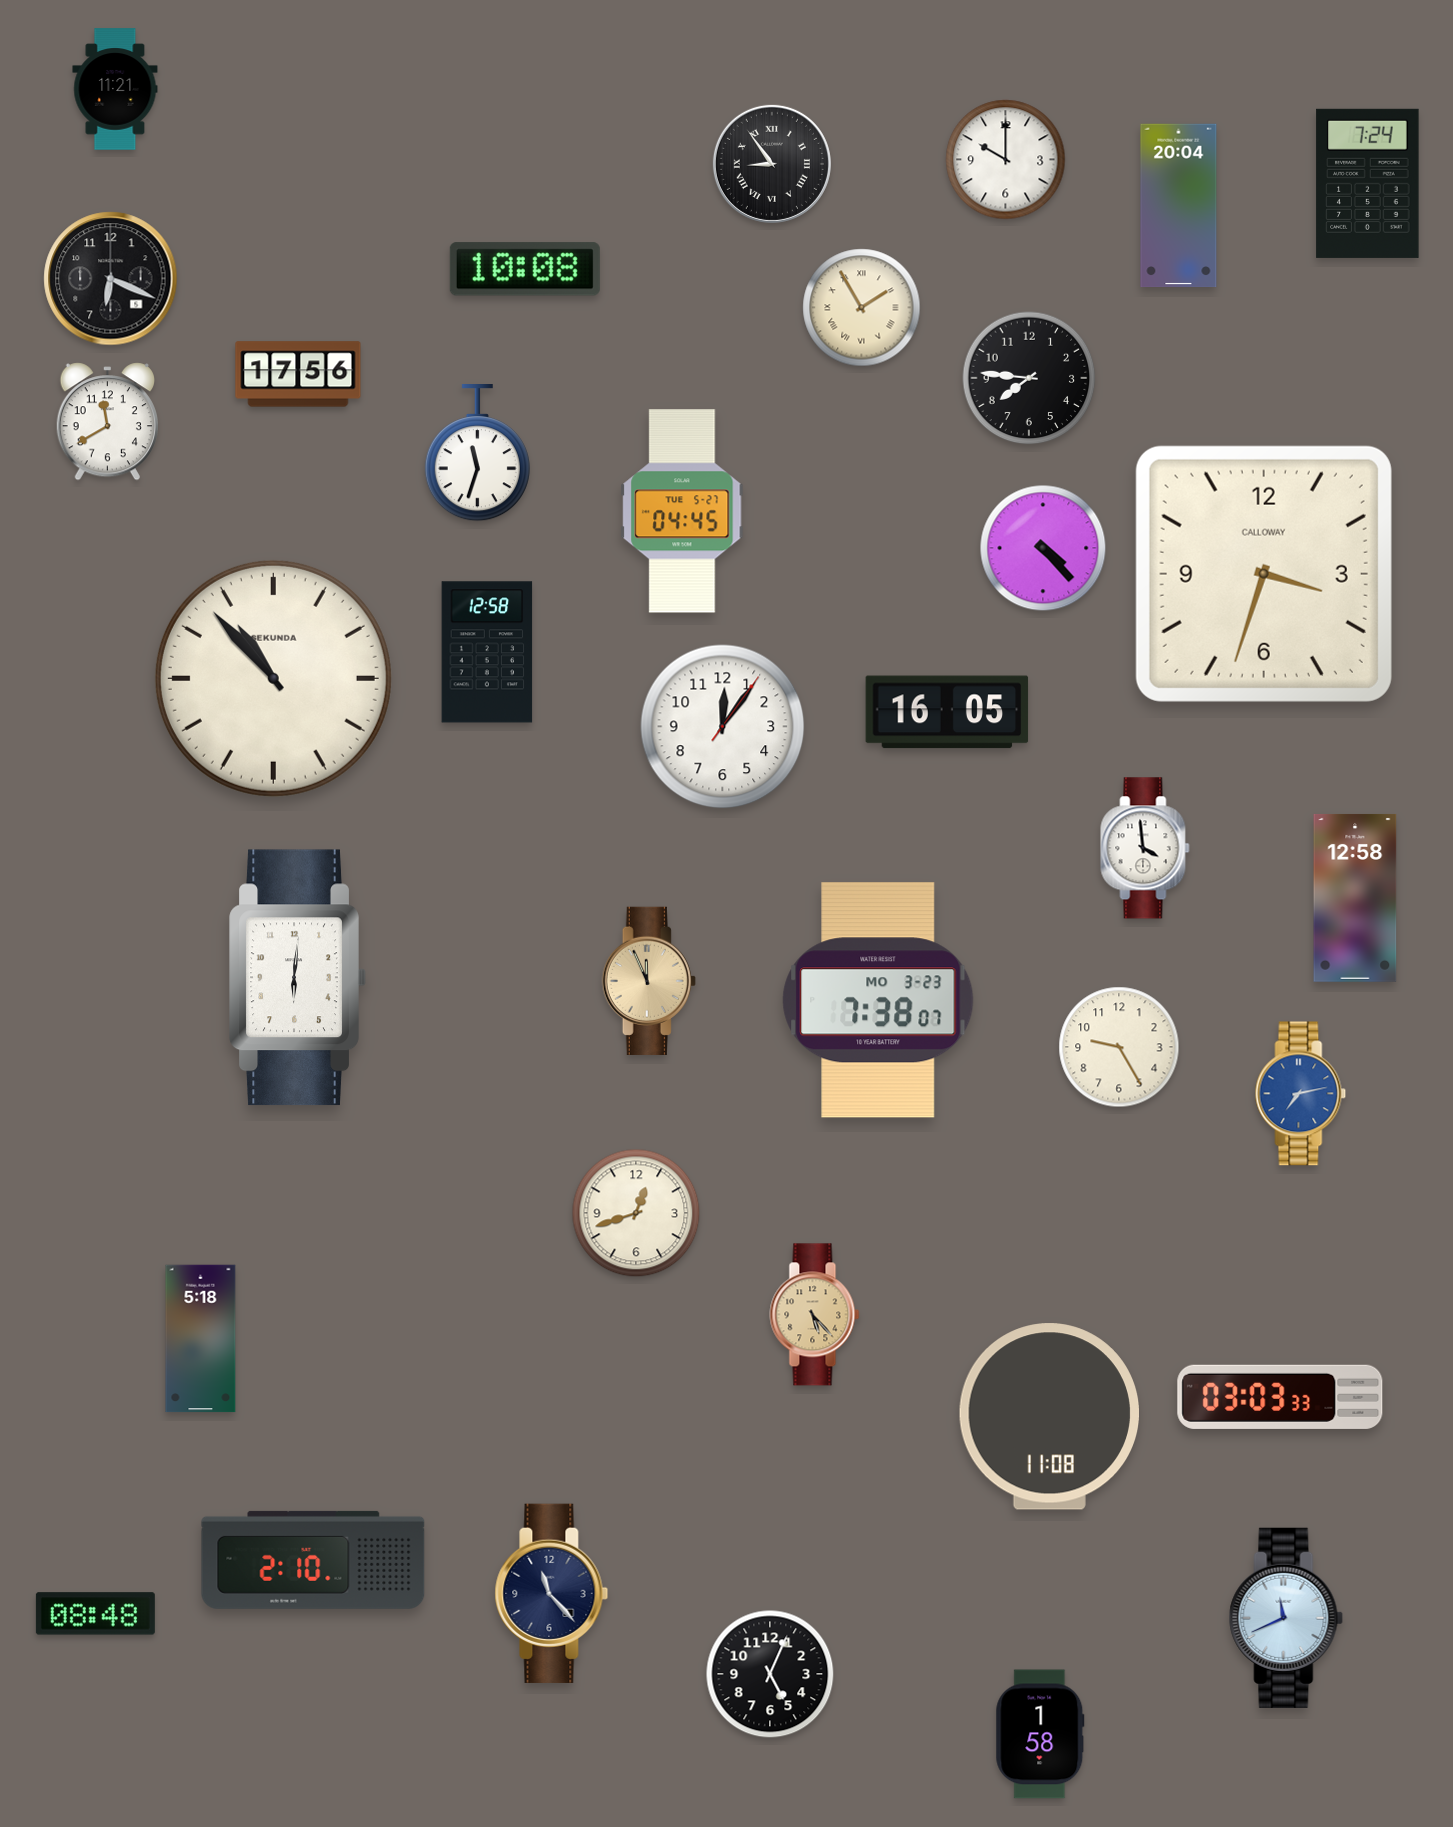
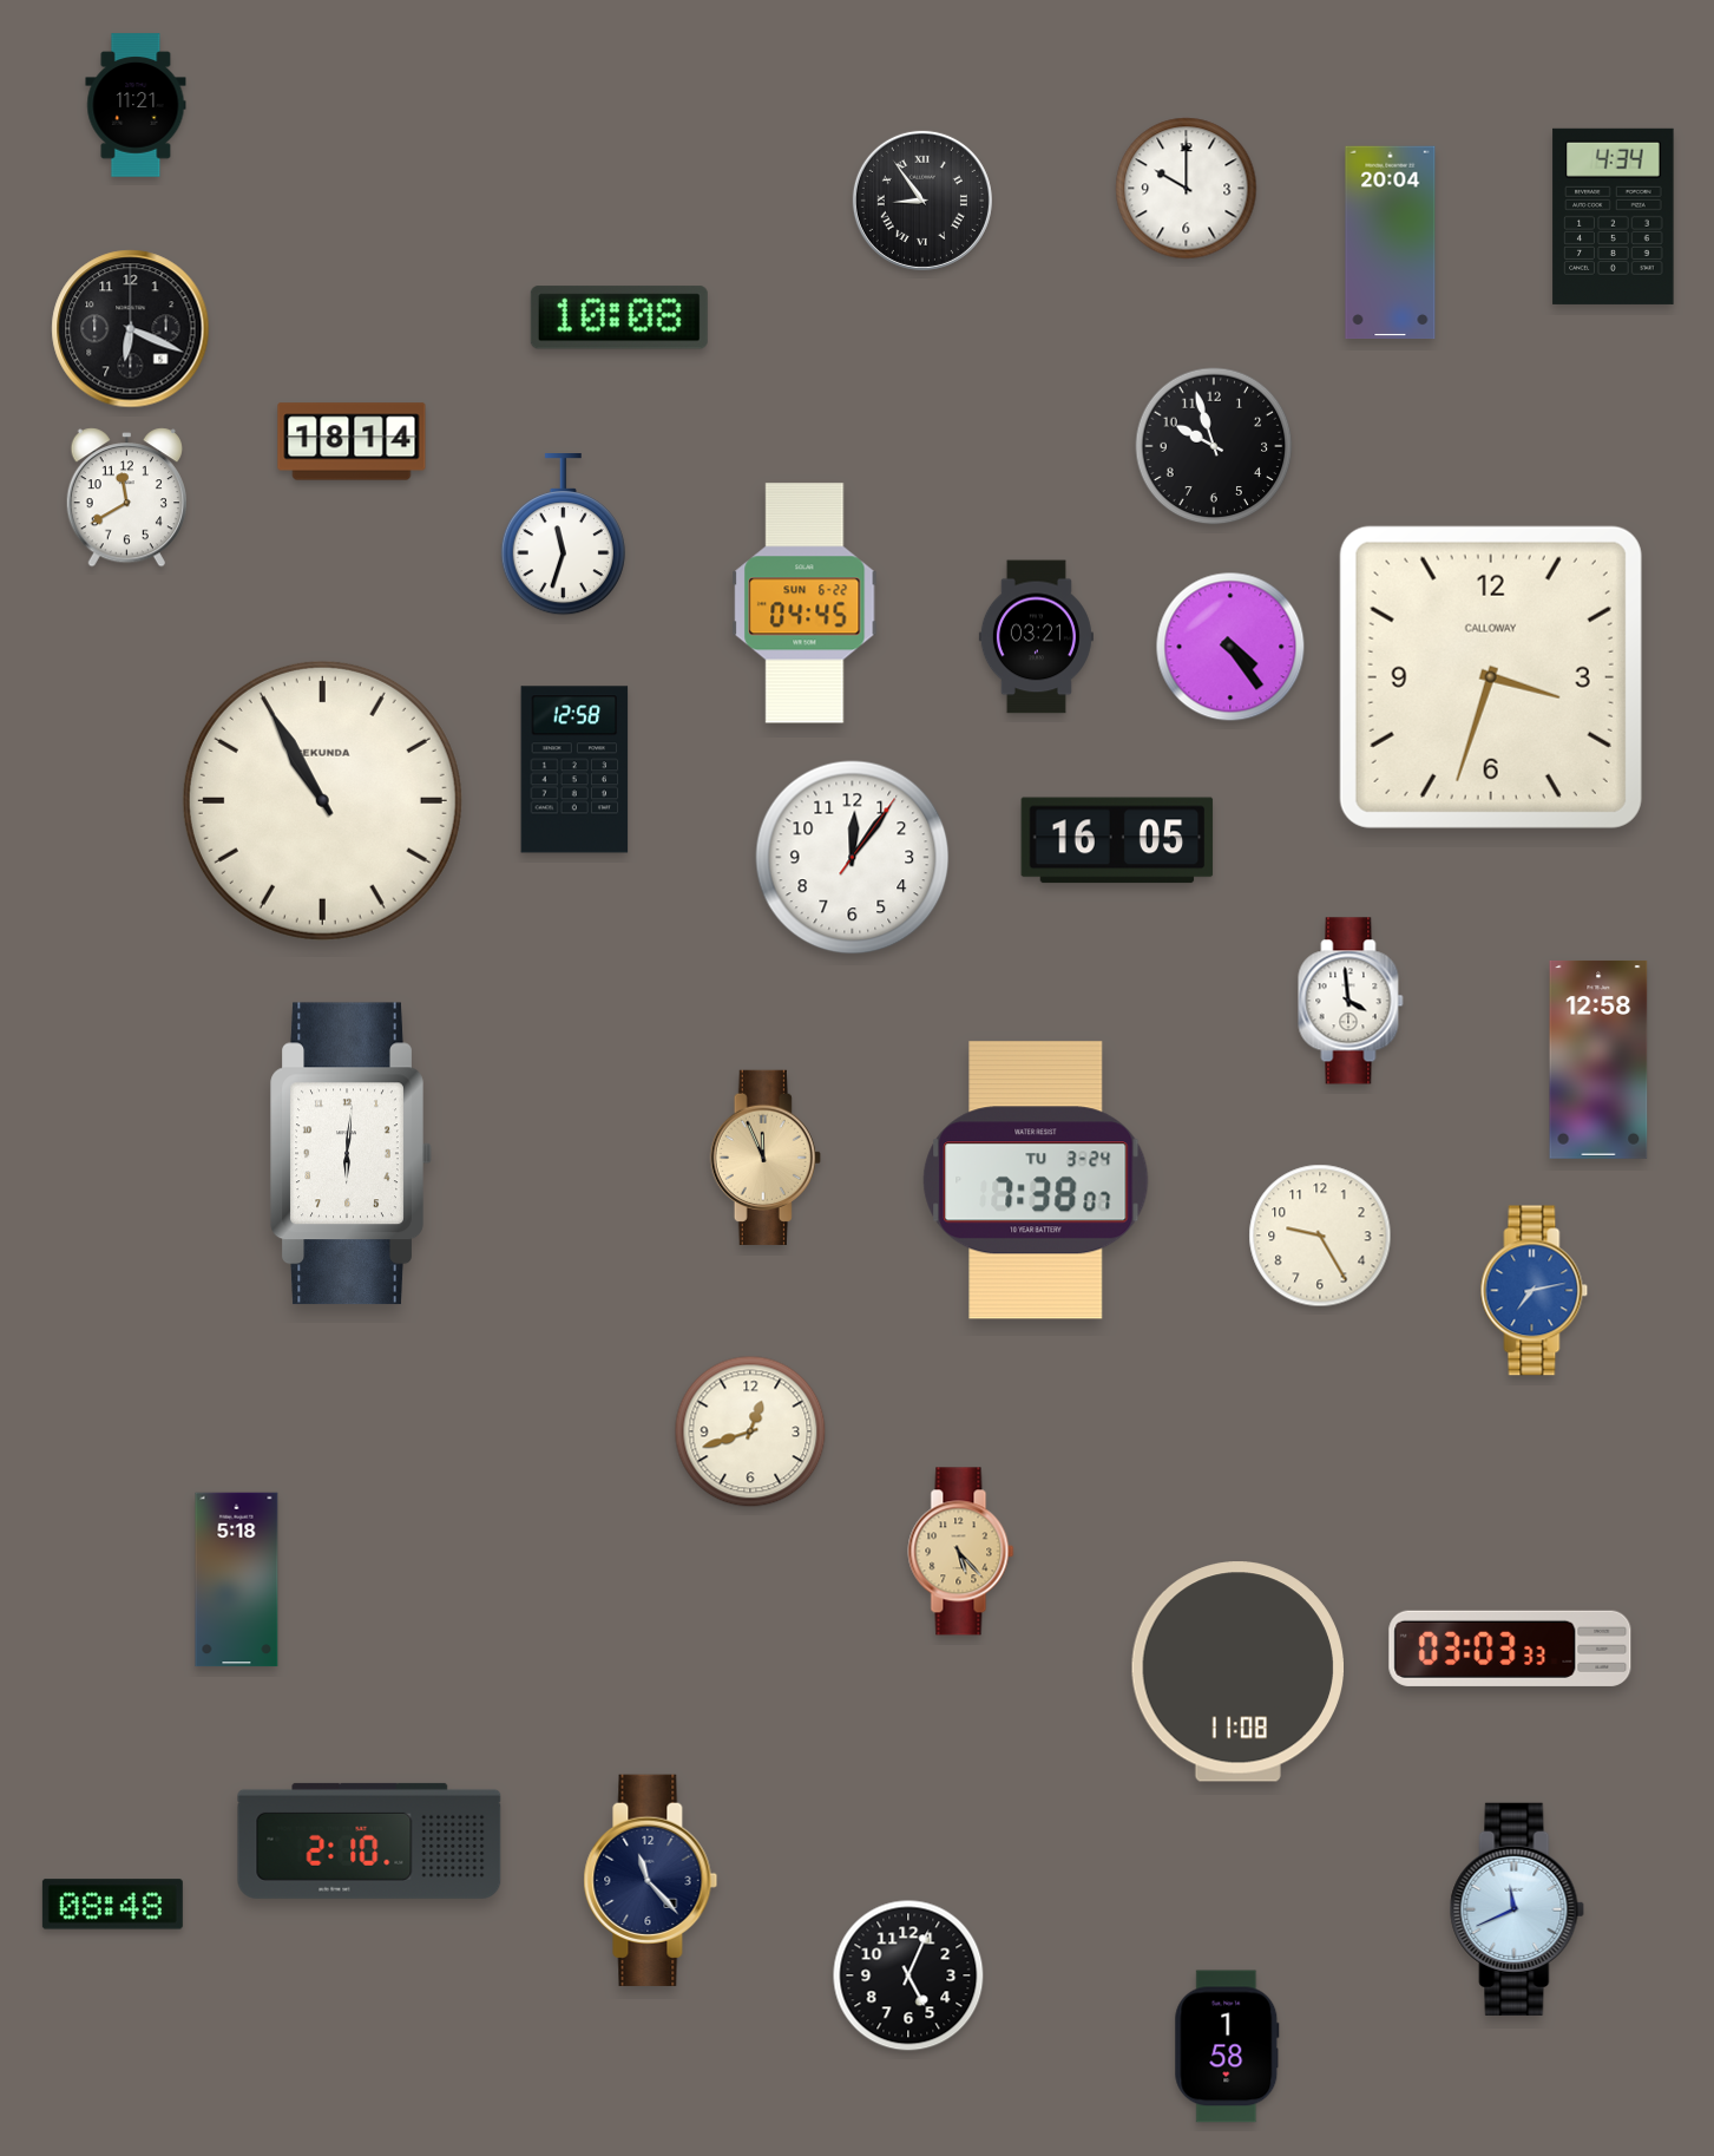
clock at (772, 164) position: (772, 164) -> (922, 201)
clock at (1368, 183): 7:24 -> 4:34
clock at (862, 308): 1:55 -> none
clock at (298, 374): 17:56 -> 18:14
clock at (1029, 378): 7:46 -> 9:57
clock at (682, 511) date: TUE 5-27 -> SUN 6-22
clock at (1036, 637): none -> 03:21
clock at (1043, 548): 4:23 -> 4:24
clock at (273, 678): 10:53 -> 10:55
clock at (878, 1000) date: MO 3-23 -> TU 3-24
